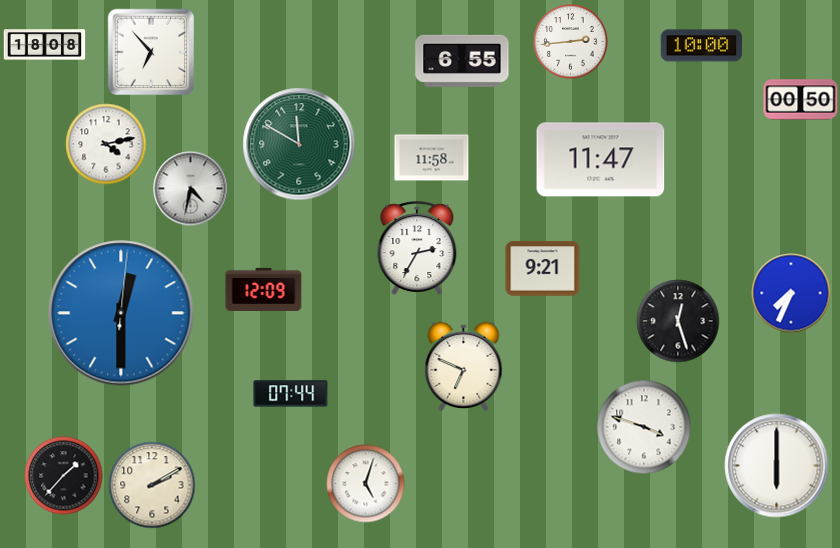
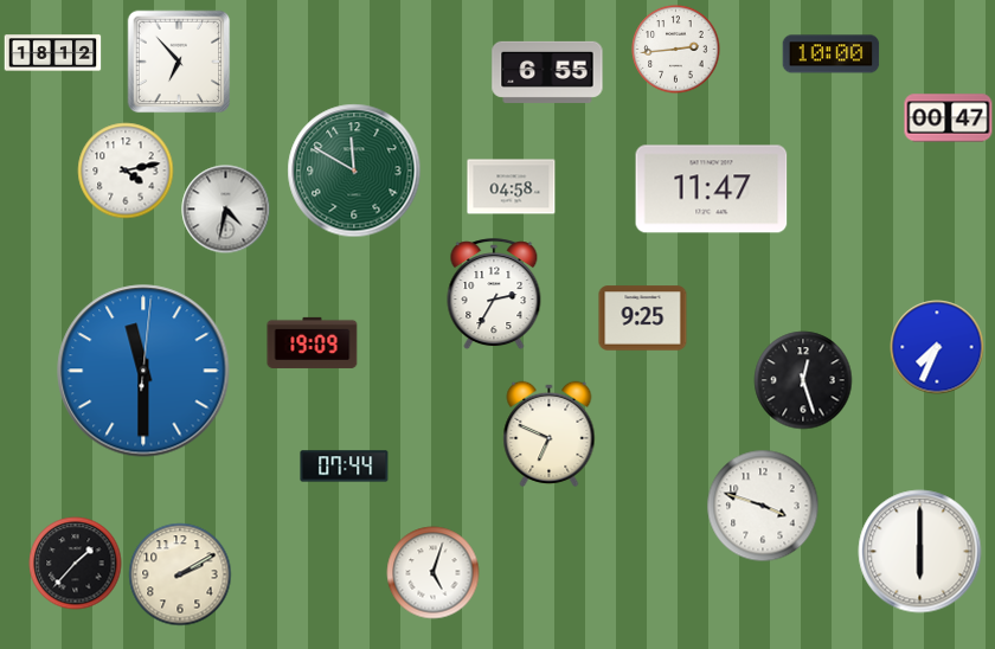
clock at (45, 45): 18:08 -> 18:12
clock at (801, 100): 00:50 -> 00:47
clock at (432, 158): 11:58 -> 04:58
clock at (191, 189) position: (191, 189) -> (226, 210)
clock at (543, 269): 9:21 -> 9:25
clock at (264, 289): 12:09 -> 19:09
clock at (121, 313): 12:30 -> 11:30
